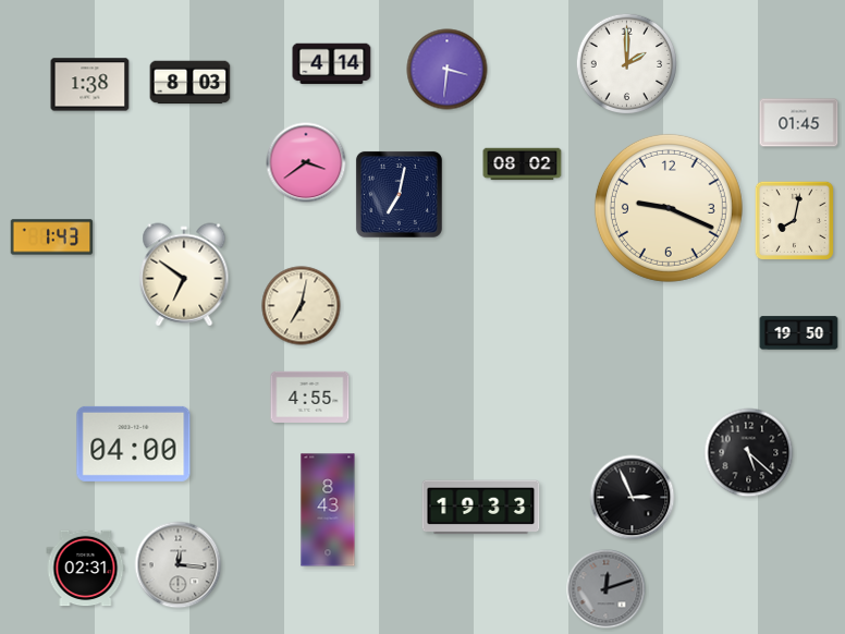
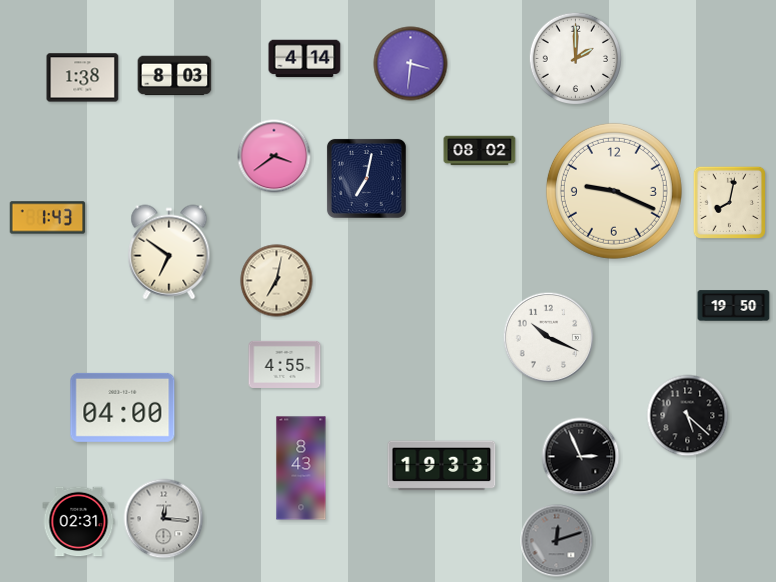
clock at (799, 123): 01:45 -> none
clock at (306, 162) position: (306, 162) -> (274, 156)
clock at (549, 338): none -> 10:19
